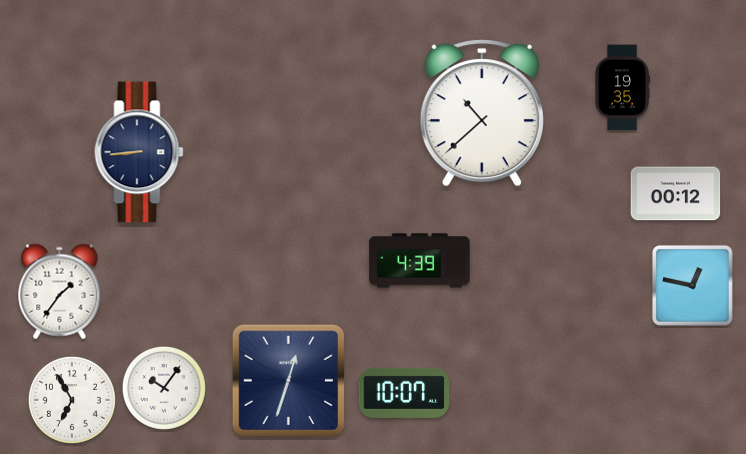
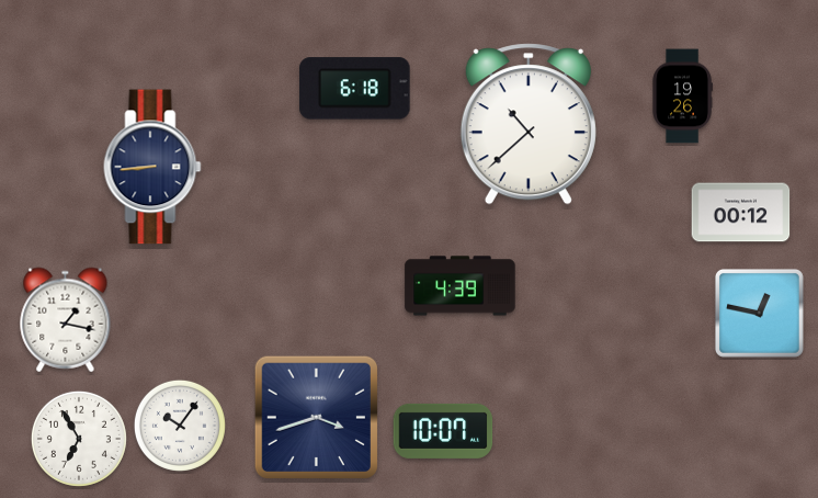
clock at (355, 89): none -> 6:18
clock at (622, 88): 19:35 -> 19:26
clock at (60, 292): 1:36 -> 1:17
clock at (288, 380): 12:33 -> 3:42
